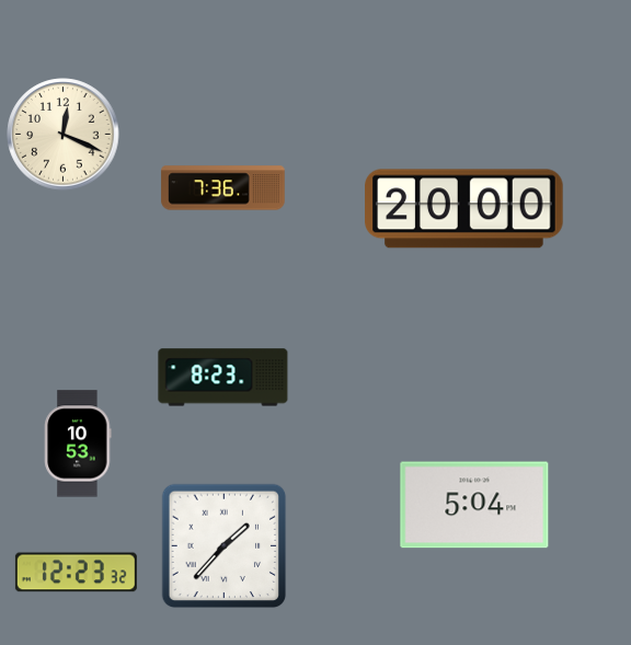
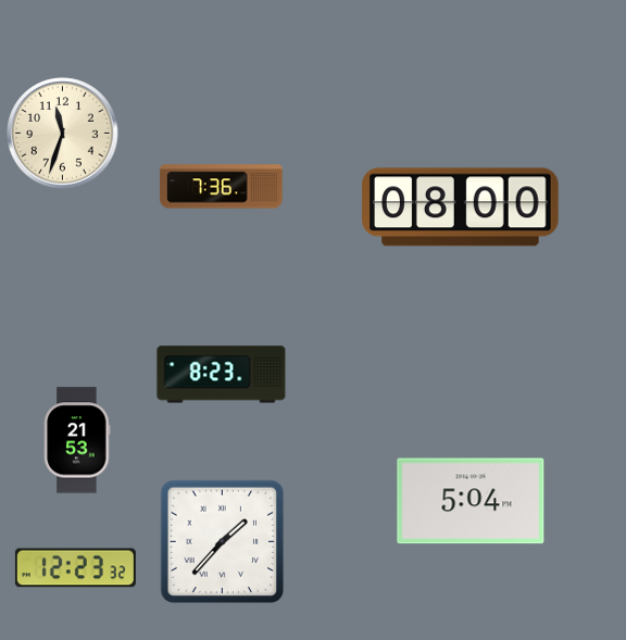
clock at (64, 135): 12:19 -> 11:33
clock at (464, 209): 20:00 -> 08:00
clock at (78, 444): 10:53 -> 21:53
